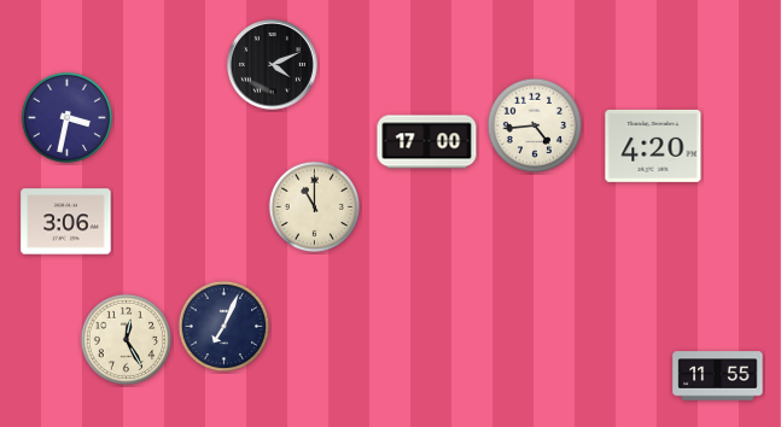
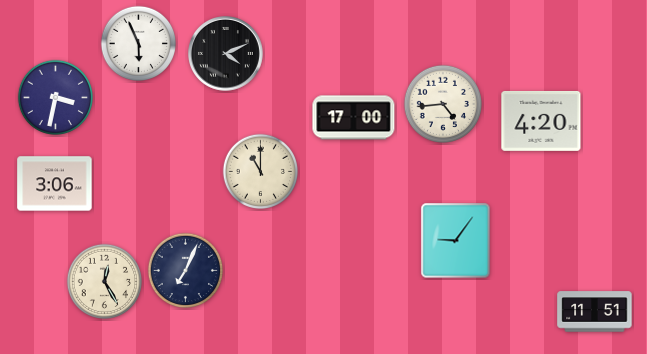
clock at (138, 43): none -> 5:56
clock at (456, 241): none -> 9:06
clock at (718, 376): 11:55 -> 11:51
